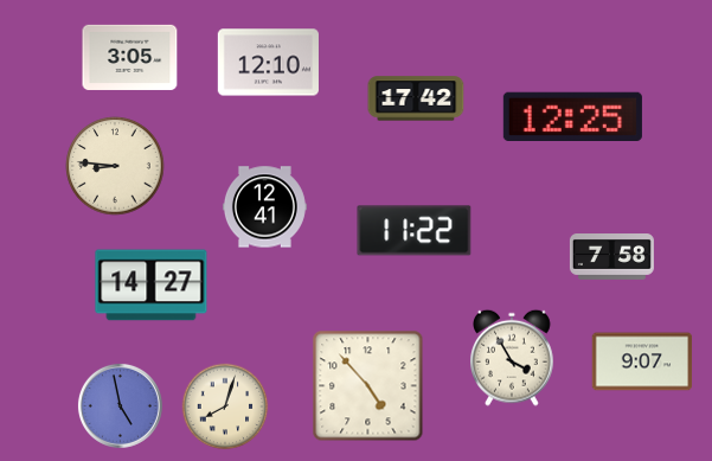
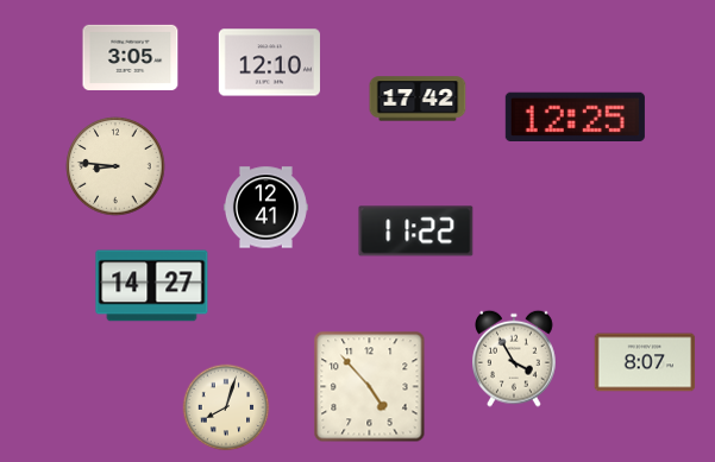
clock at (611, 257): 7:58 -> none
clock at (642, 361): 9:07 -> 8:07
clock at (120, 405): 4:58 -> none
